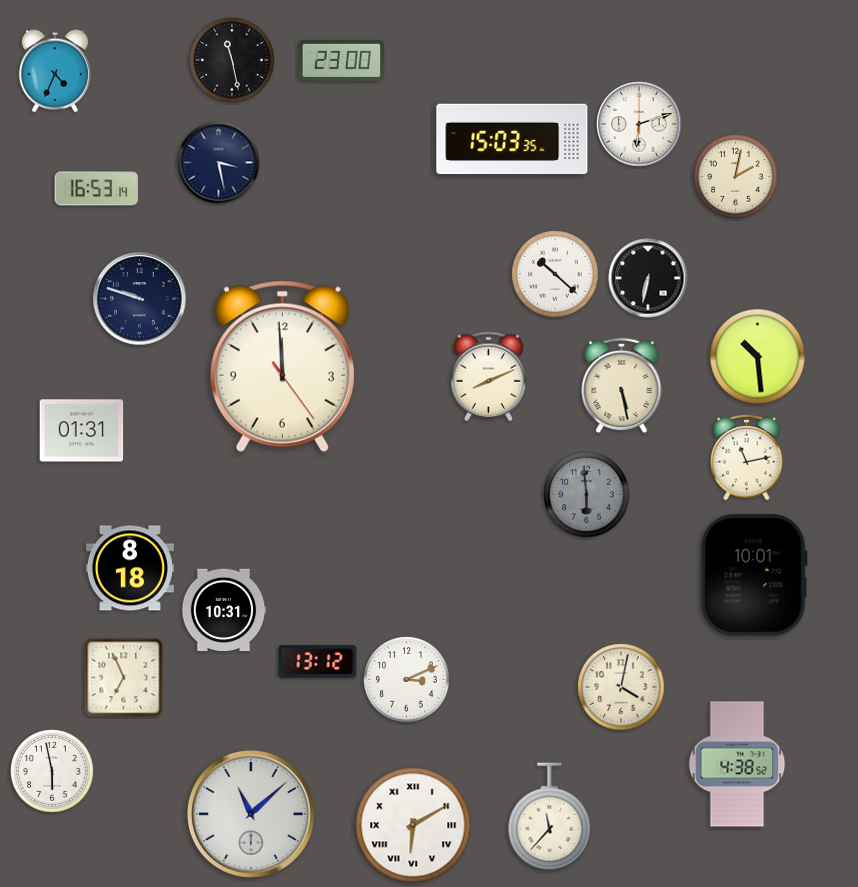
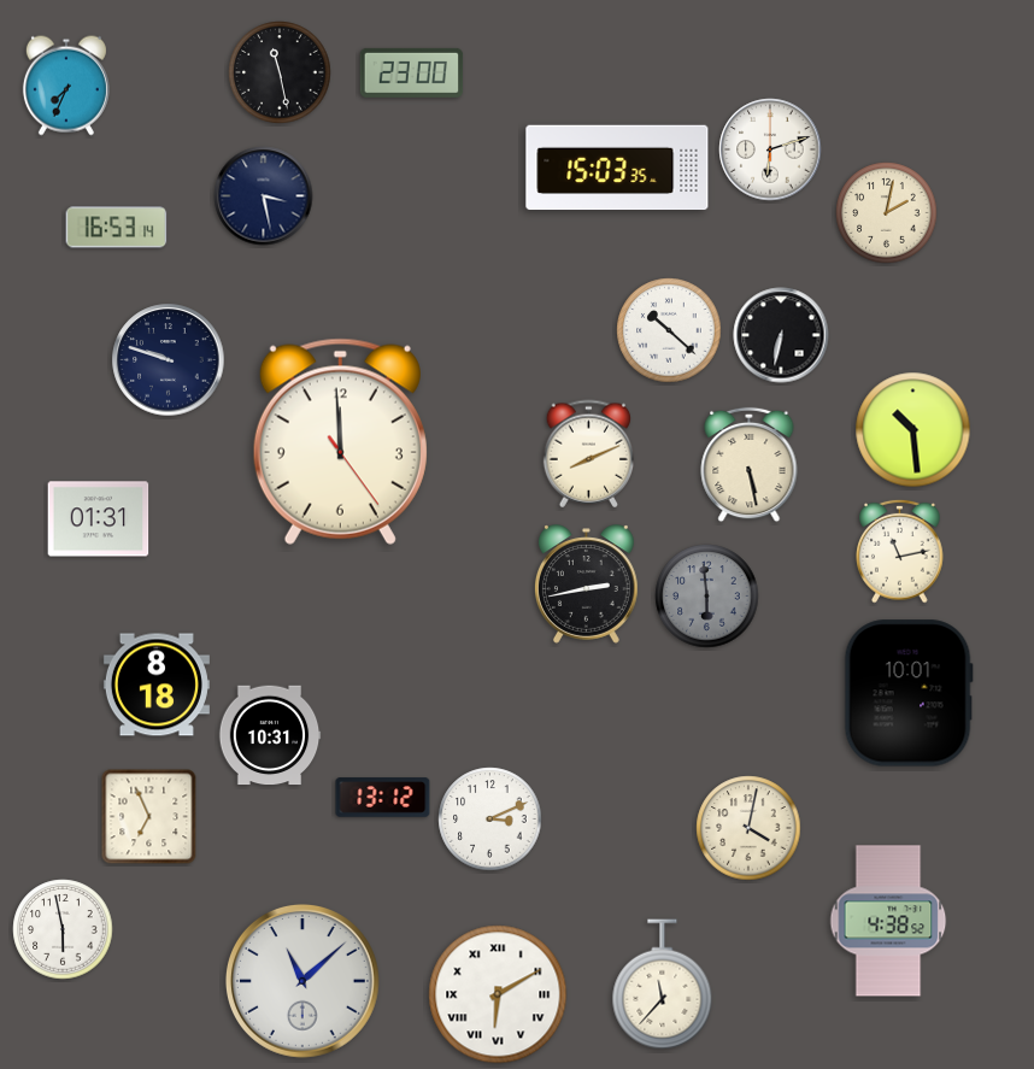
clock at (55, 71): 4:34 -> 7:34
clock at (587, 585): none -> 2:43
